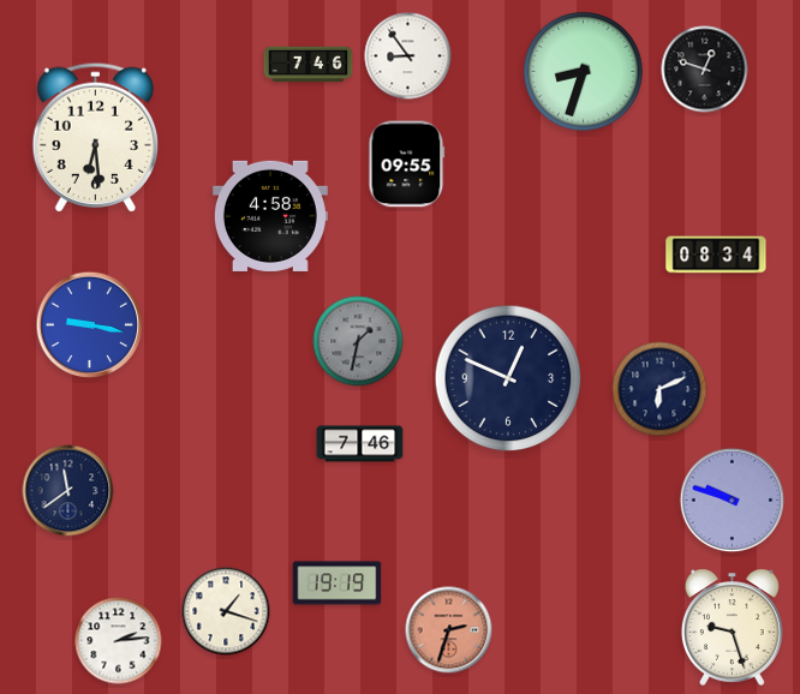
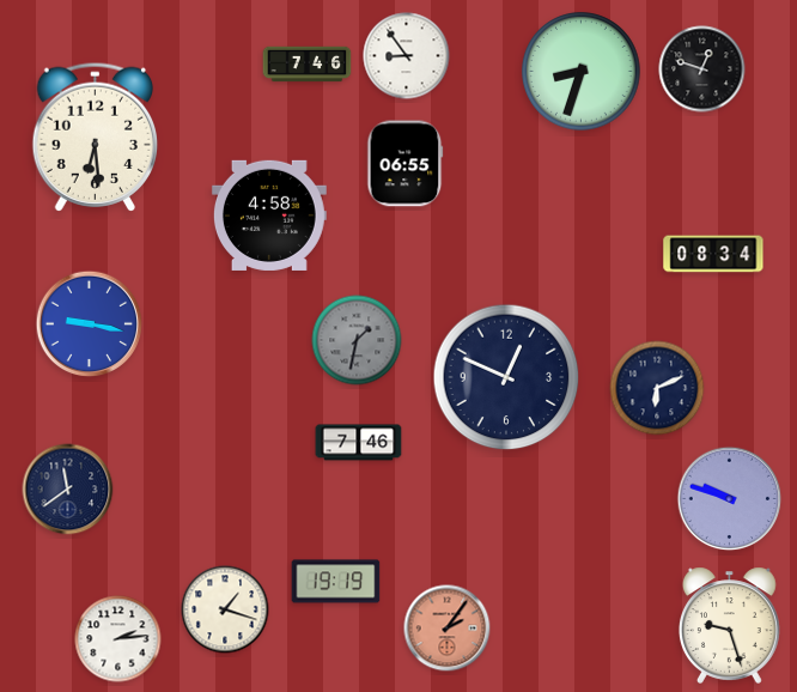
clock at (407, 164): 09:55 -> 06:55
clock at (449, 630): 2:33 -> 2:06
